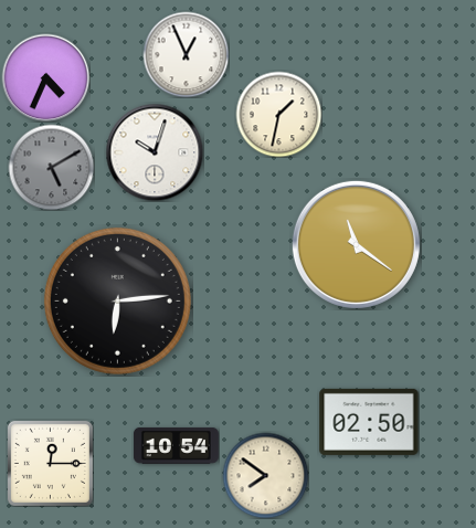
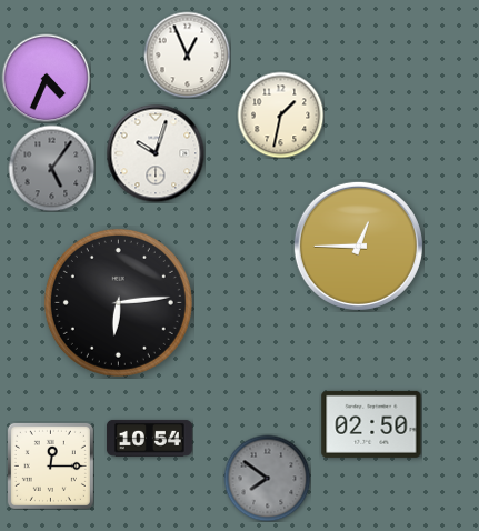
clock at (51, 167): 5:10 -> 5:06
clock at (356, 244): 11:21 -> 12:45
clock at (176, 445) position: (176, 445) -> (149, 438)
clock at (265, 475) dial: cream -> grey
